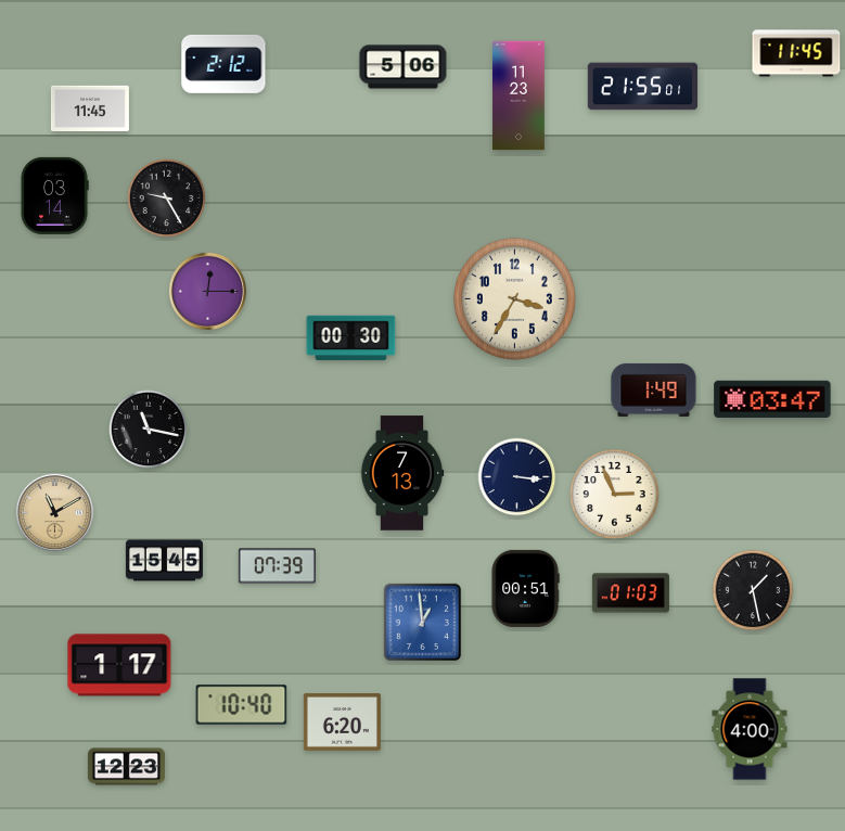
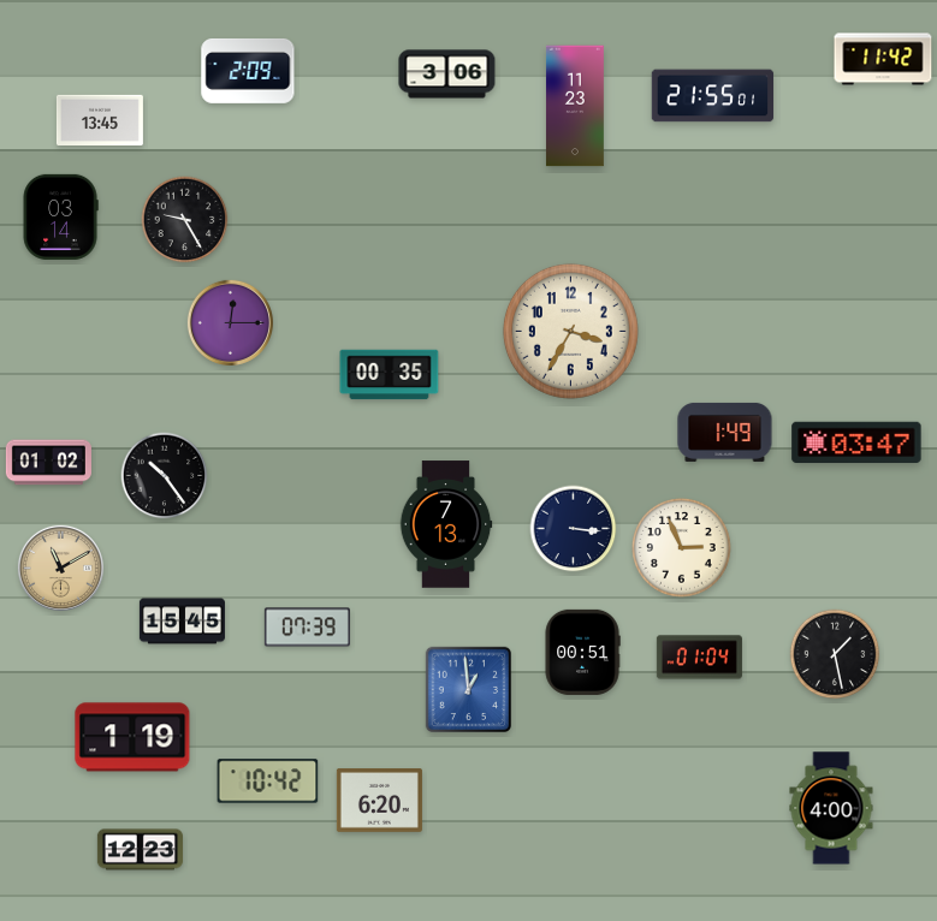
clock at (796, 53): 11:45 -> 11:42
clock at (223, 64): 2:12 -> 2:09
clock at (404, 67): 5:06 -> 3:06
clock at (90, 107): 11:45 -> 13:45
clock at (351, 338): 00:30 -> 00:35
clock at (48, 463): none -> 01:02
clock at (149, 430): 11:17 -> 10:24
clock at (630, 593): 01:03 -> 01:04
clock at (119, 665): 1:17 -> 1:19
clock at (242, 705): 10:40 -> 10:42
